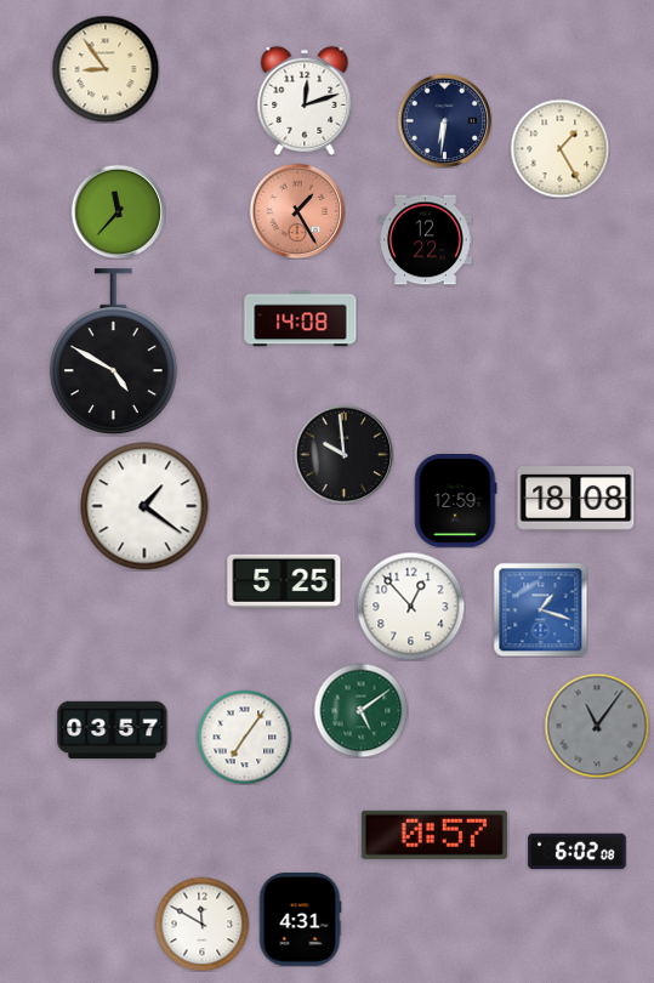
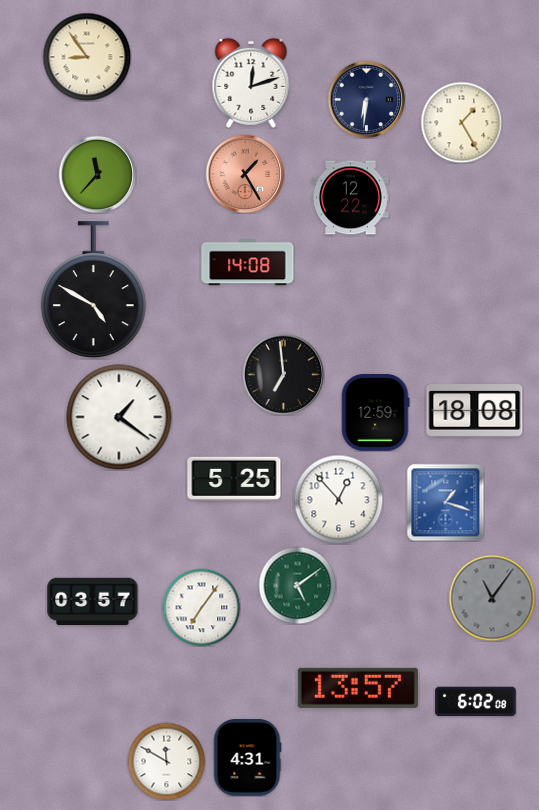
clock at (343, 454): 9:59 -> 6:59
clock at (434, 835): 0:57 -> 13:57
